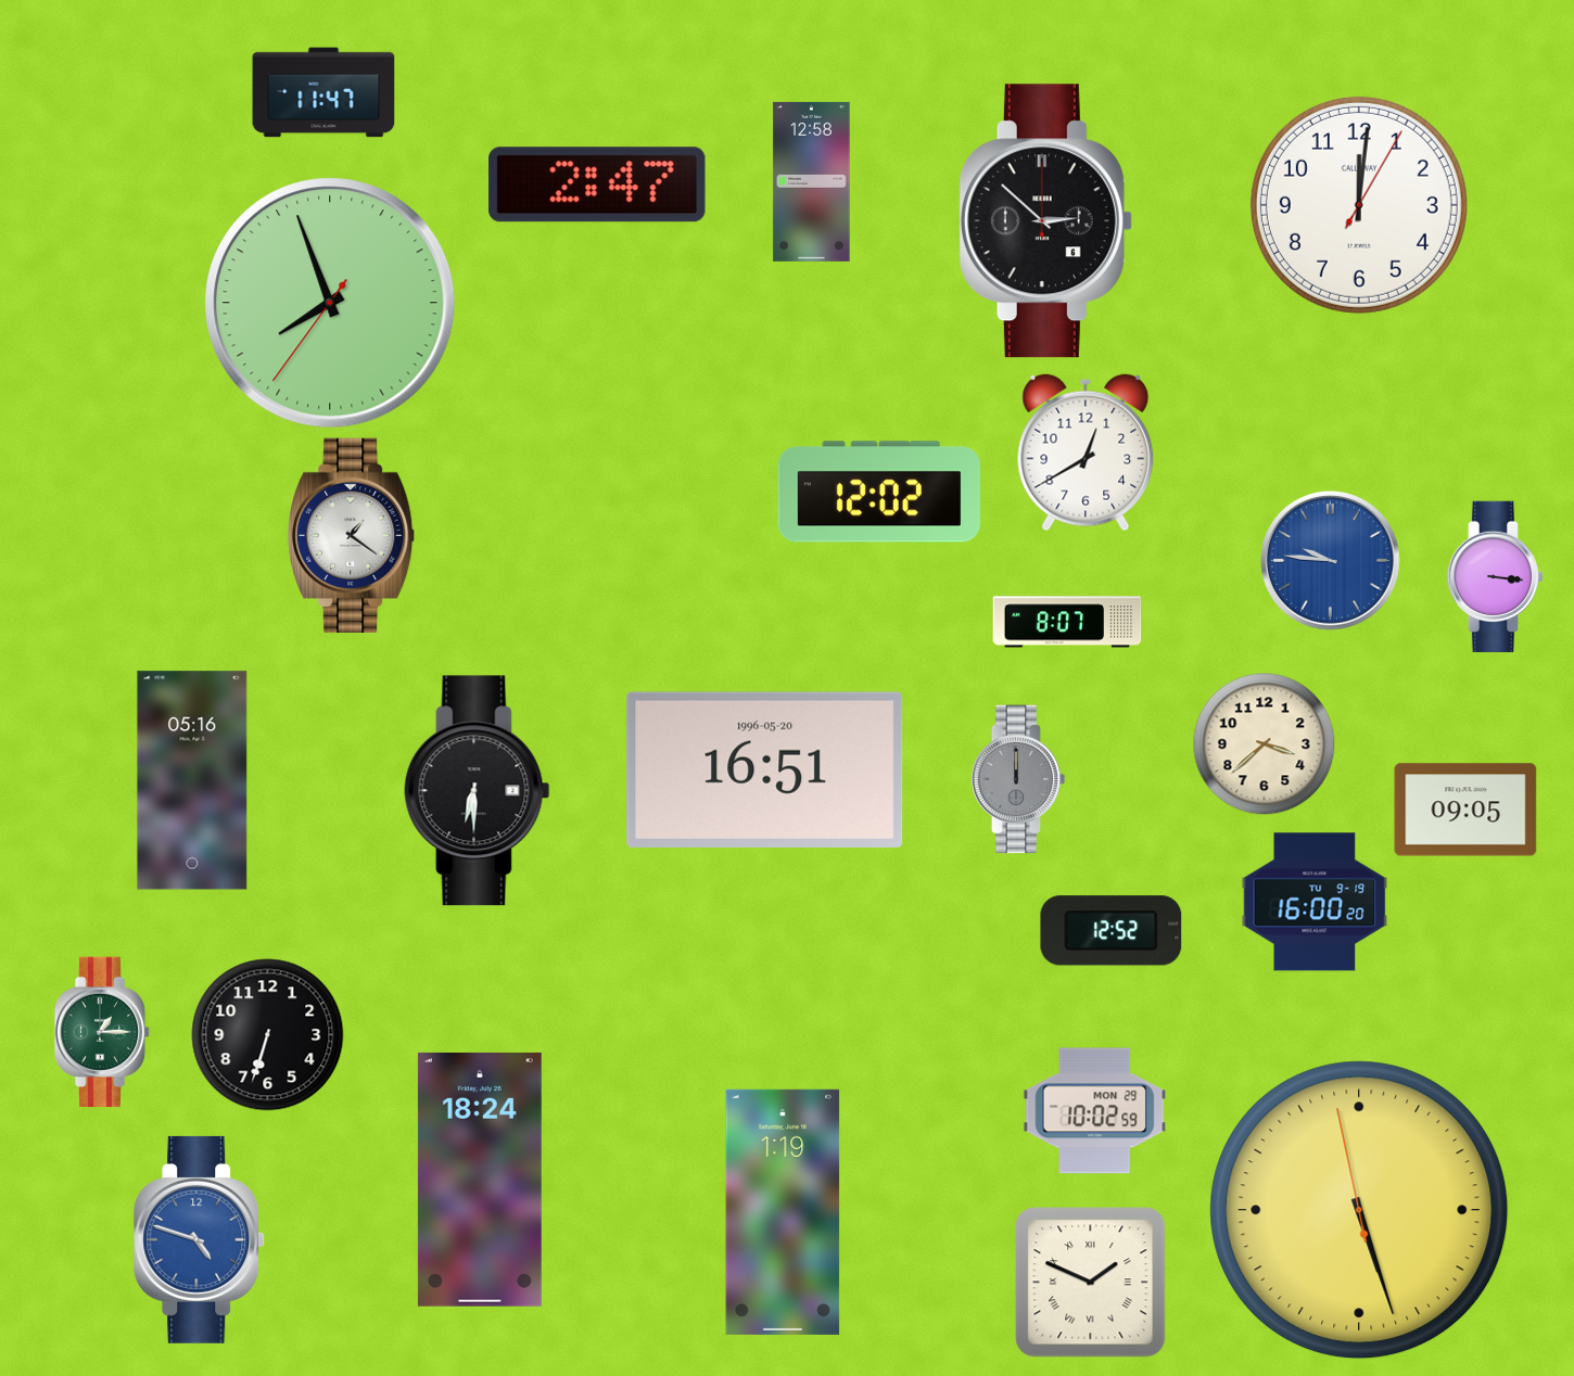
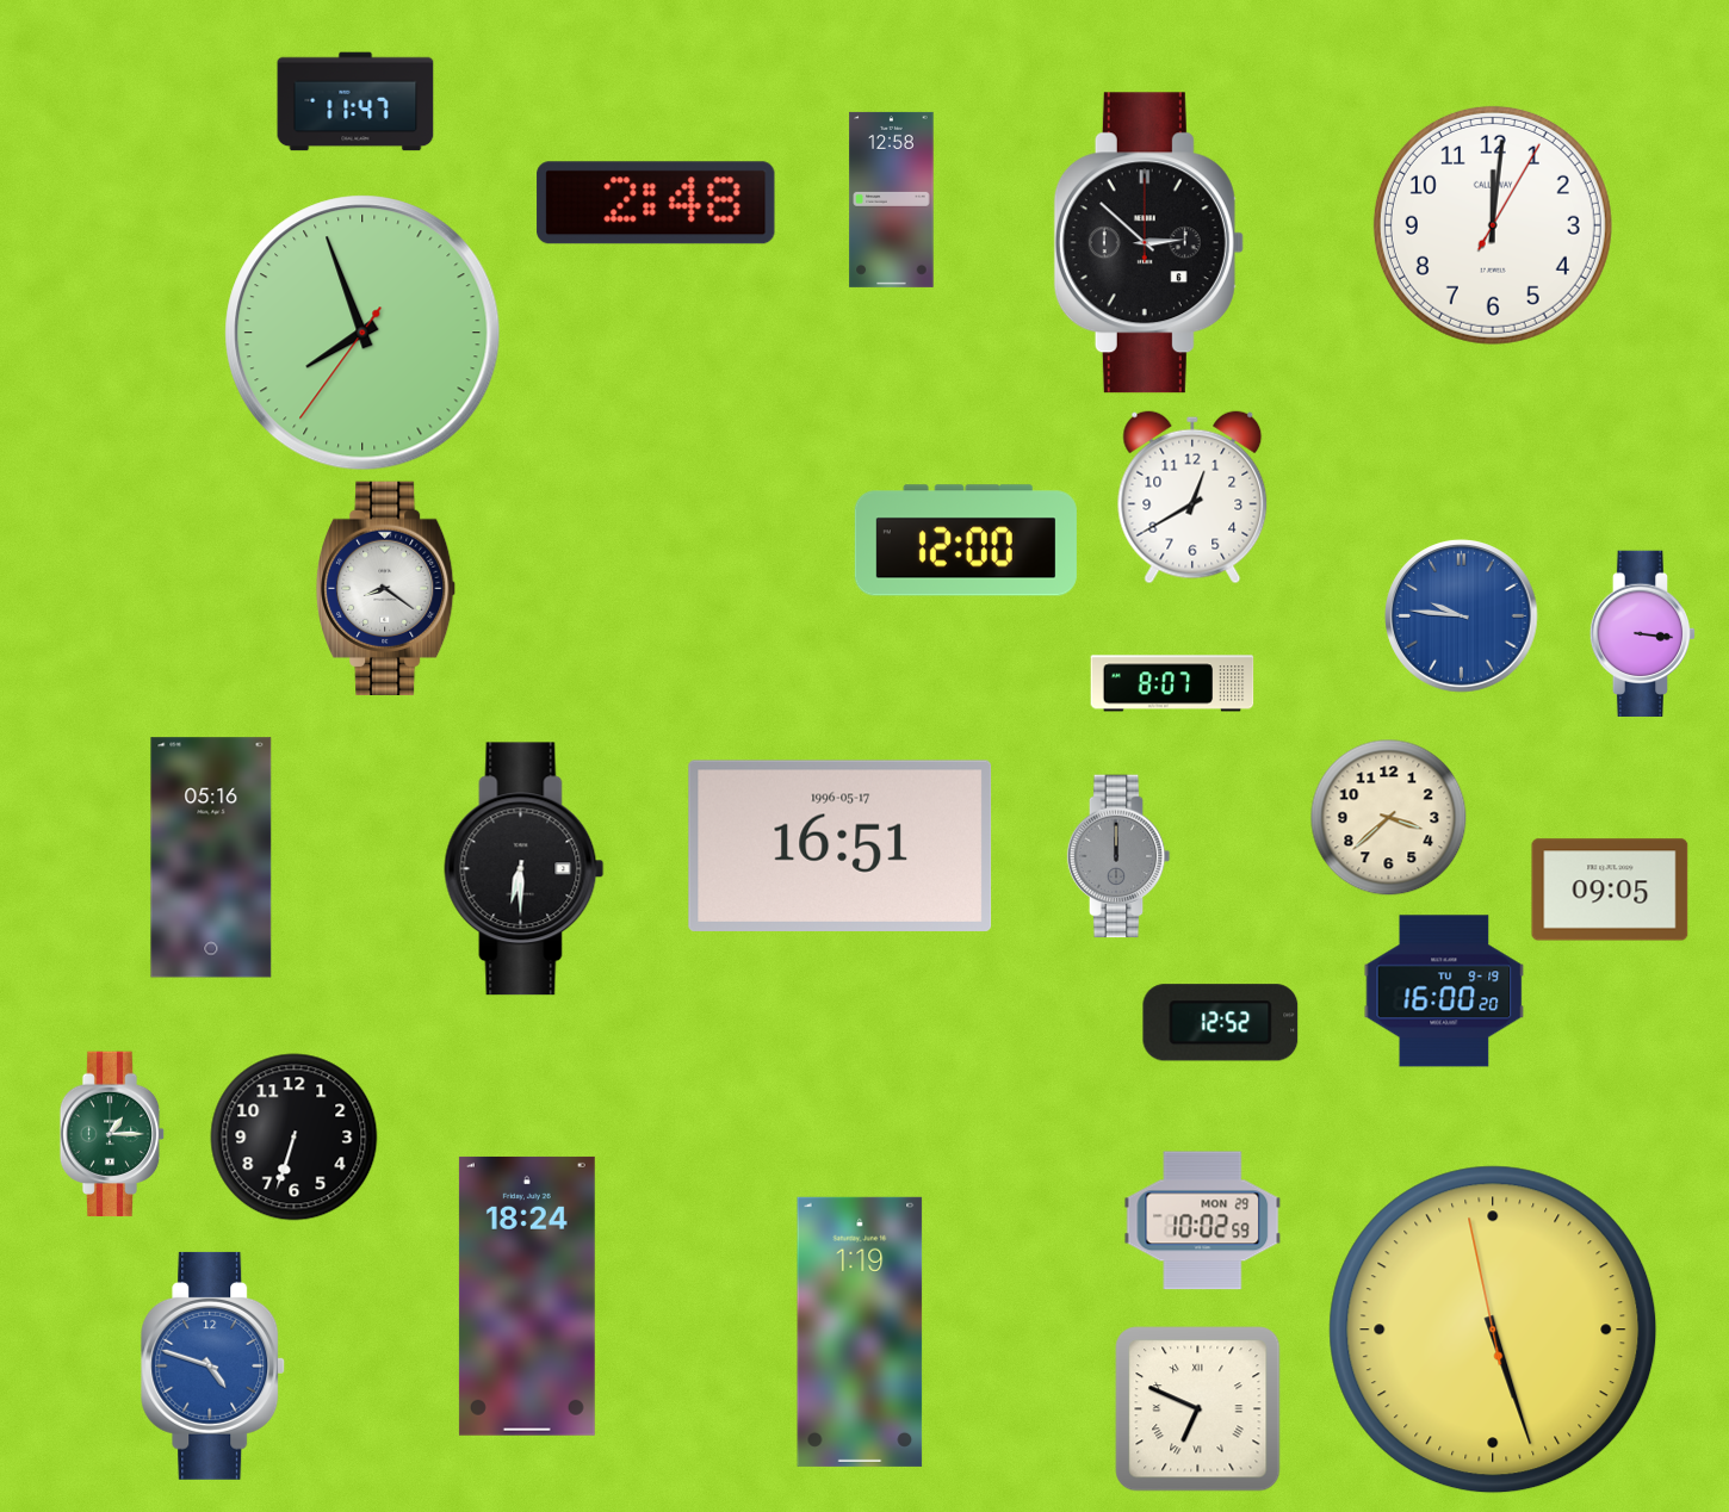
clock at (597, 184): 2:47 -> 2:48
clock at (879, 492): 12:02 -> 12:00
clock at (353, 535): 1:21 -> 8:21
clock at (765, 769) date: 1996-05-20 -> 1996-05-17
clock at (200, 1239) position: (200, 1239) -> (213, 1365)
clock at (1091, 1283): 1:49 -> 6:49
